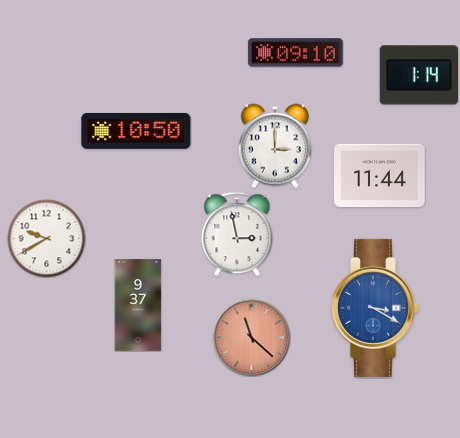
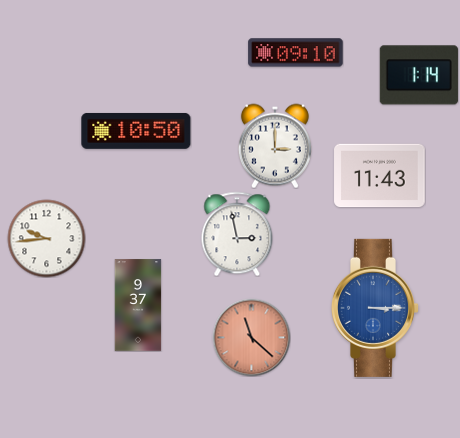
clock at (380, 176): 11:44 -> 11:43
clock at (46, 238): 9:40 -> 9:44
clock at (374, 308): 3:20 -> 3:15
